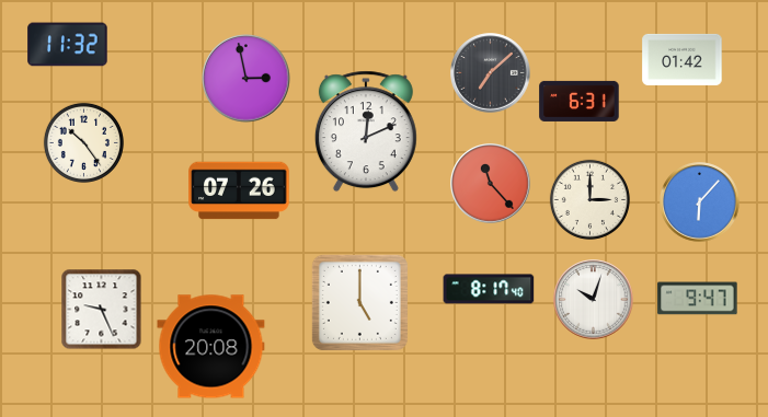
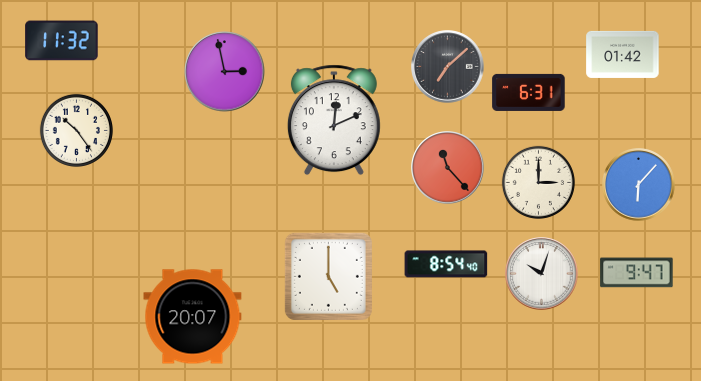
clock at (239, 190): 07:26 -> none
clock at (489, 289): 8:17 -> 8:54
clock at (102, 310): 9:26 -> none
clock at (211, 347): 20:08 -> 20:07
